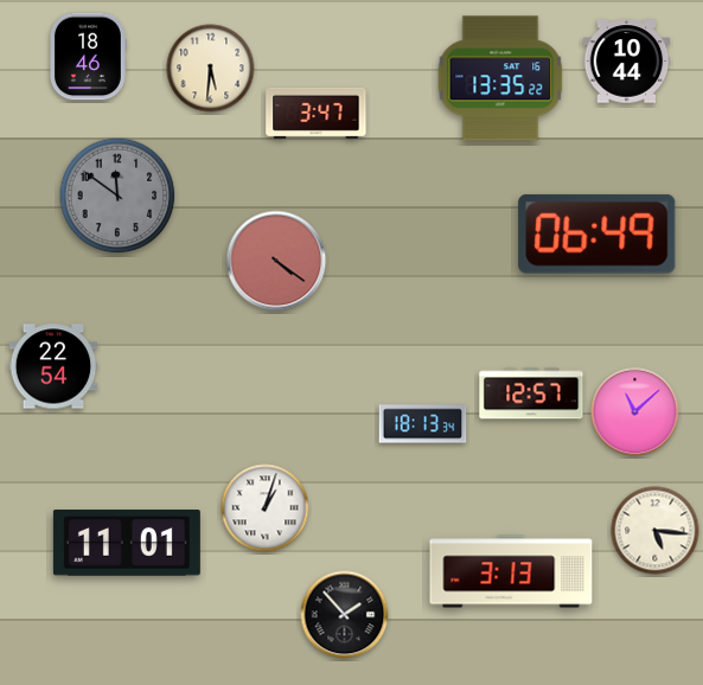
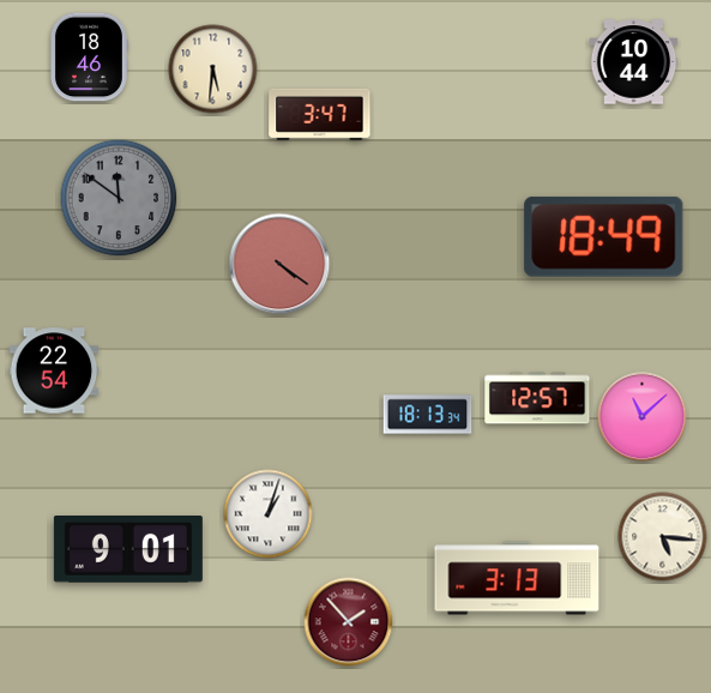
clock at (500, 78): 13:35 -> none
clock at (597, 233): 06:49 -> 18:49
clock at (423, 424) position: (423, 424) -> (428, 415)
clock at (127, 544): 11:01 -> 9:01
clock at (345, 615) dial: black -> burgundy
